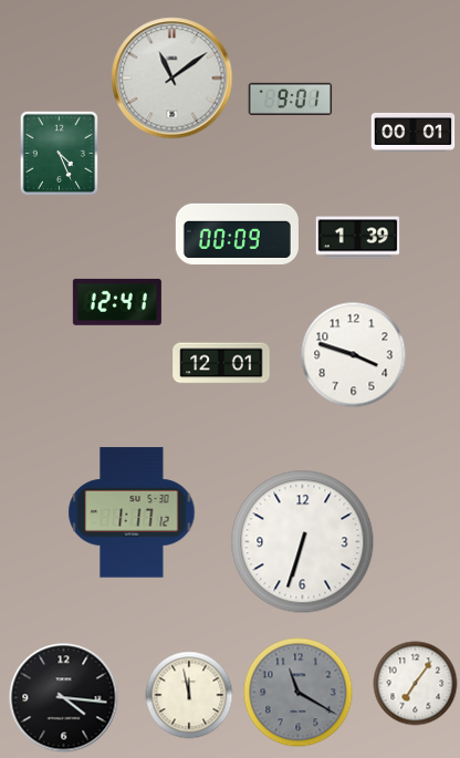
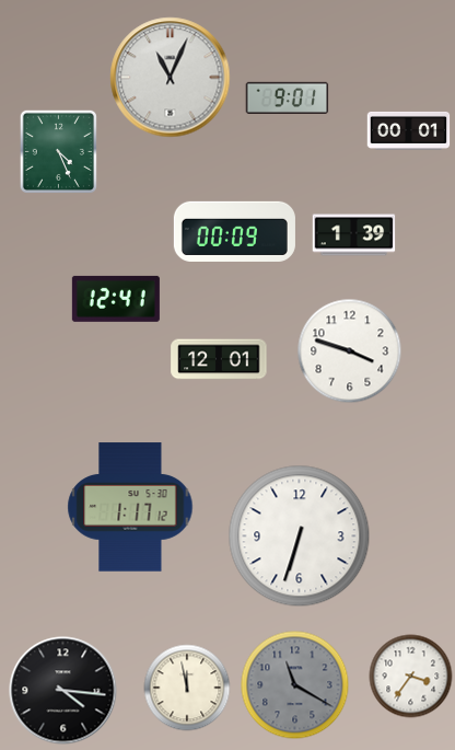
clock at (172, 79): 11:09 -> 11:04
clock at (416, 684): 7:06 -> 3:36
